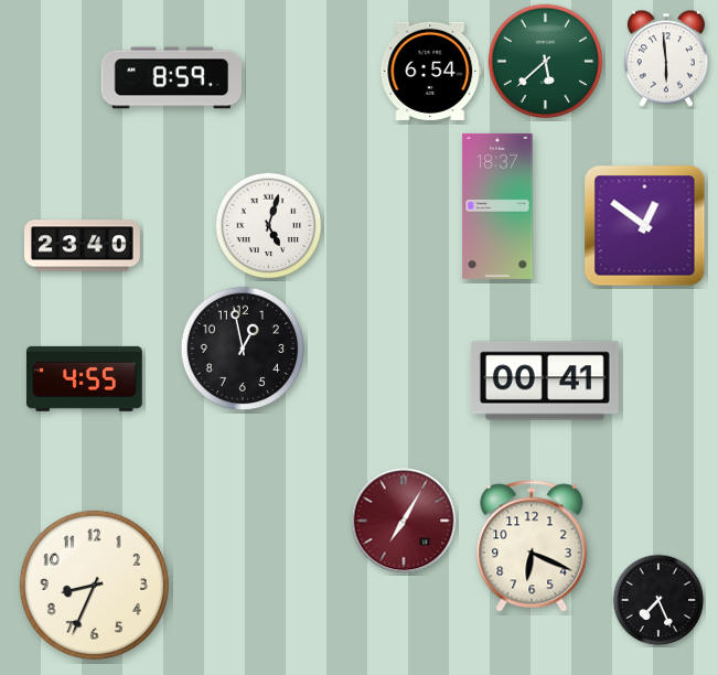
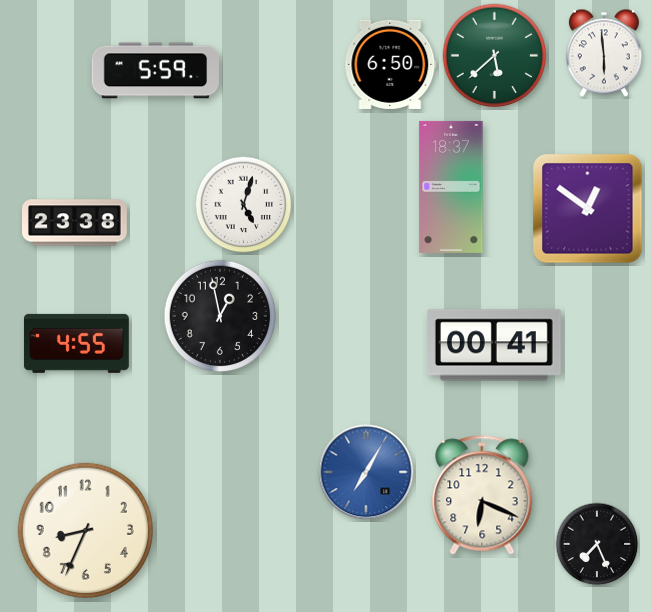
clock at (431, 71): 6:54 -> 6:50
clock at (172, 78): 8:59 -> 5:59
clock at (645, 226) position: (645, 226) -> (588, 209)
clock at (83, 246): 23:40 -> 23:38
clock at (404, 521) dial: burgundy -> blue
